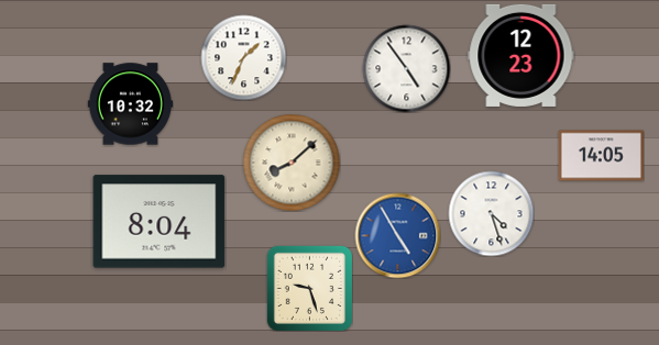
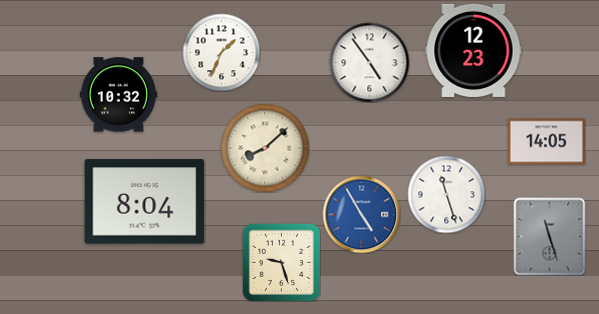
clock at (491, 213): 4:27 -> 11:27
clock at (550, 236): none -> 11:27
